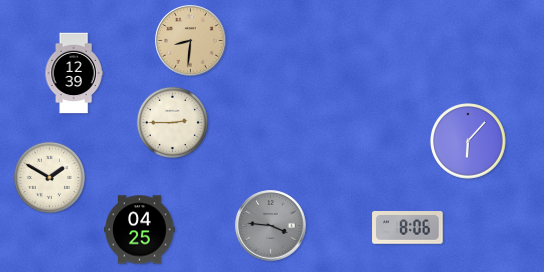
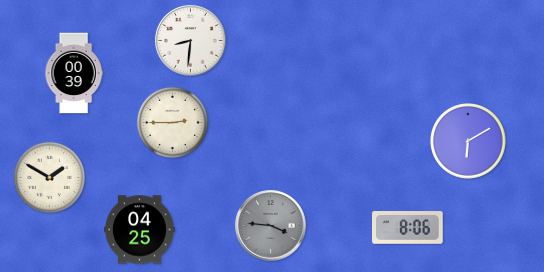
clock at (191, 41) dial: champagne -> white
clock at (74, 73): 12:39 -> 00:39
clock at (469, 142): 6:07 -> 6:10
